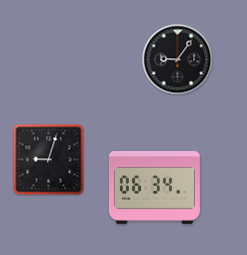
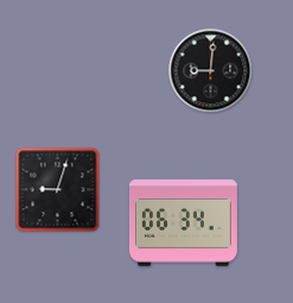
clock at (178, 60): 9:06 -> 9:01
